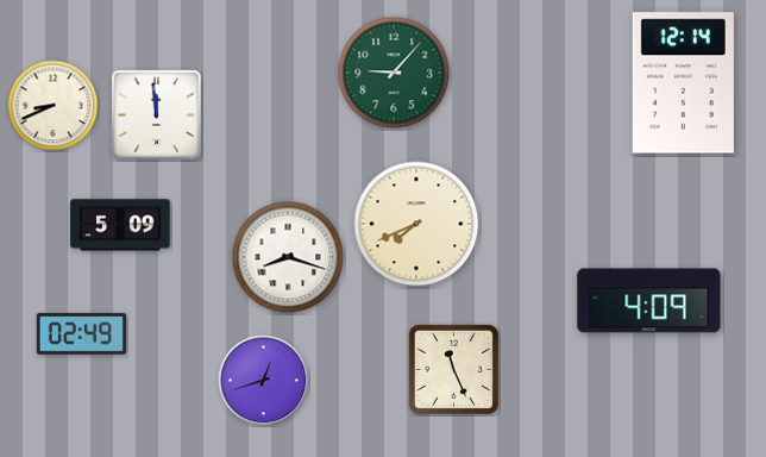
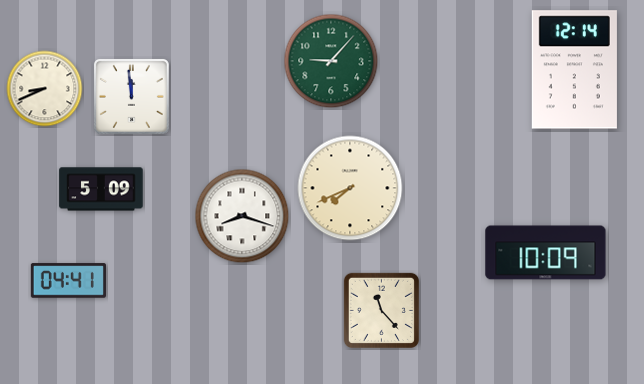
clock at (649, 301): 4:09 -> 10:09
clock at (81, 334): 02:49 -> 04:41
clock at (453, 369): 11:26 -> 11:23
clock at (264, 381): 12:42 -> none
